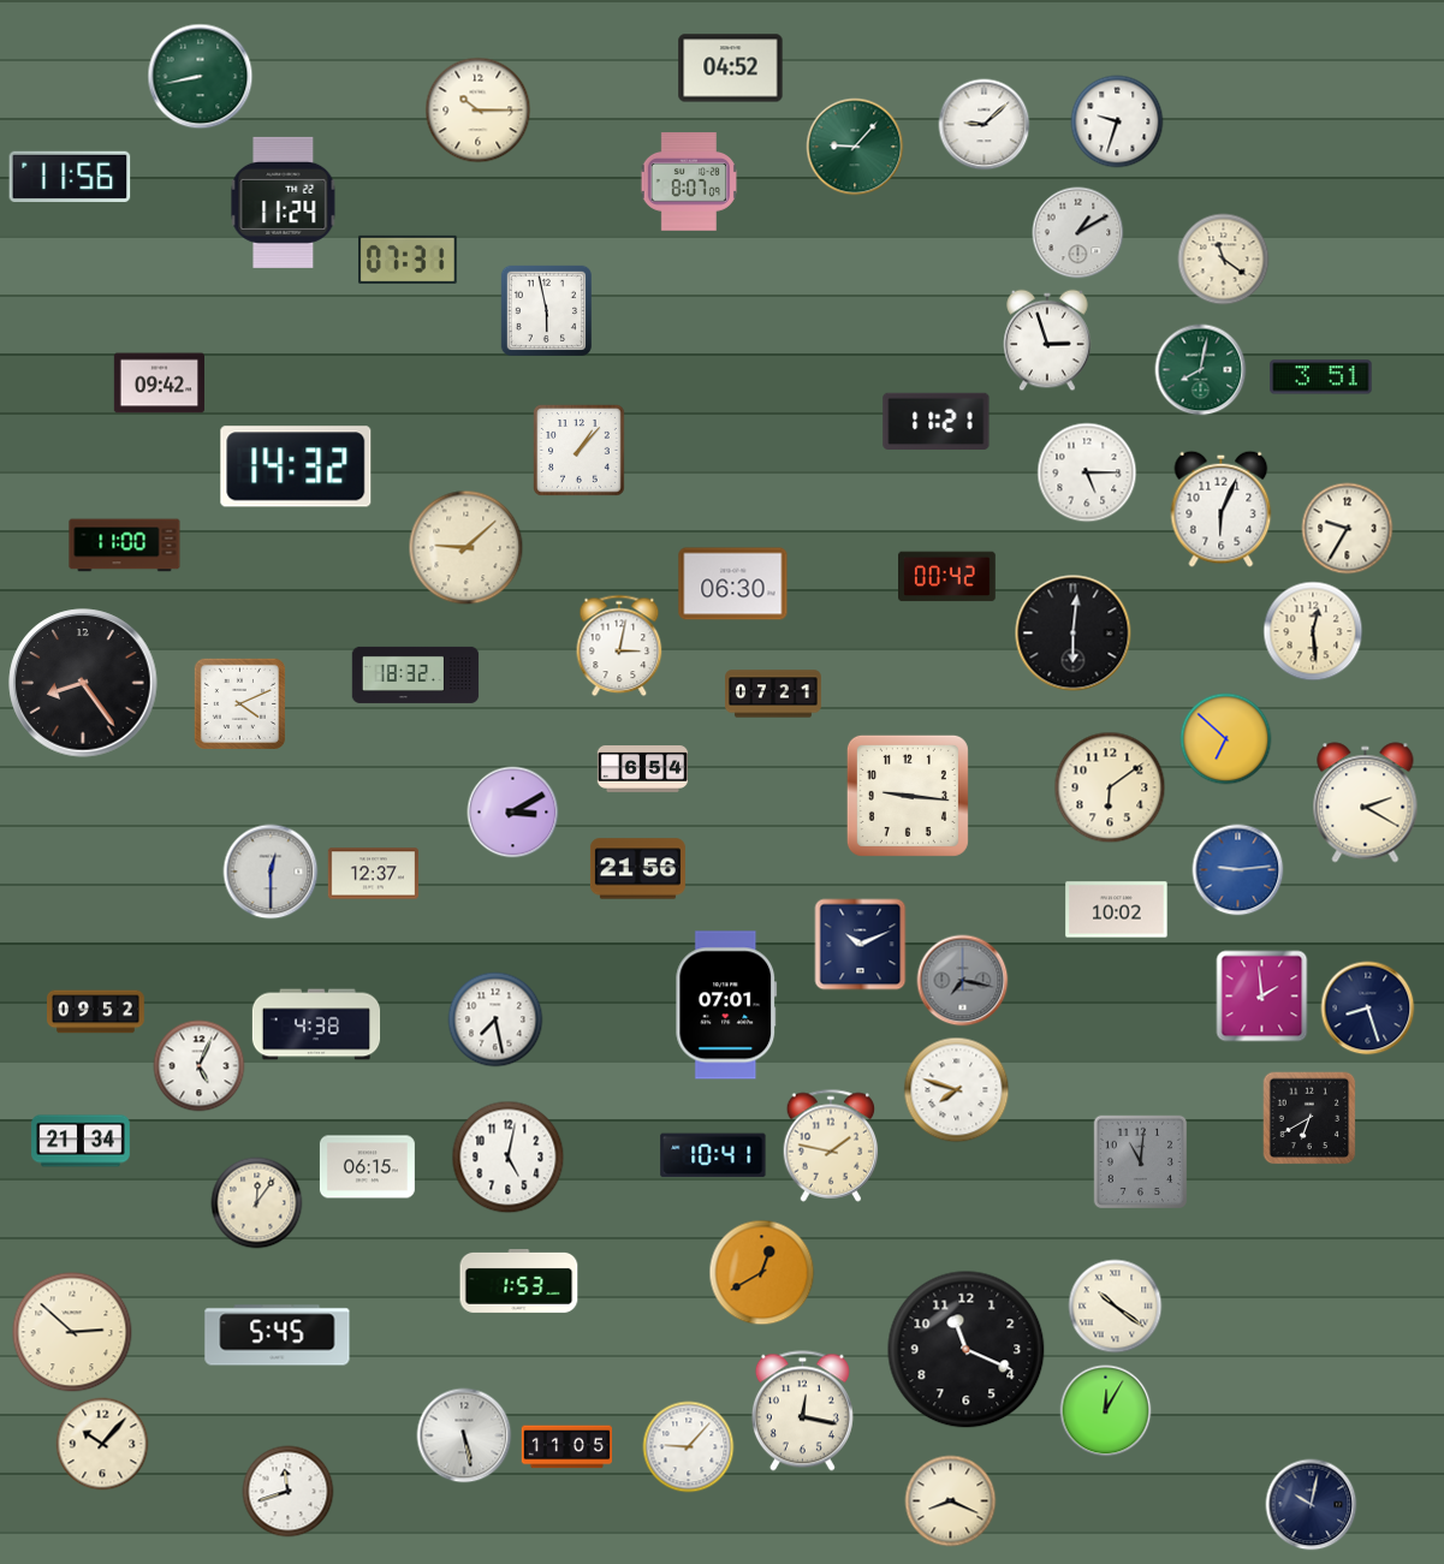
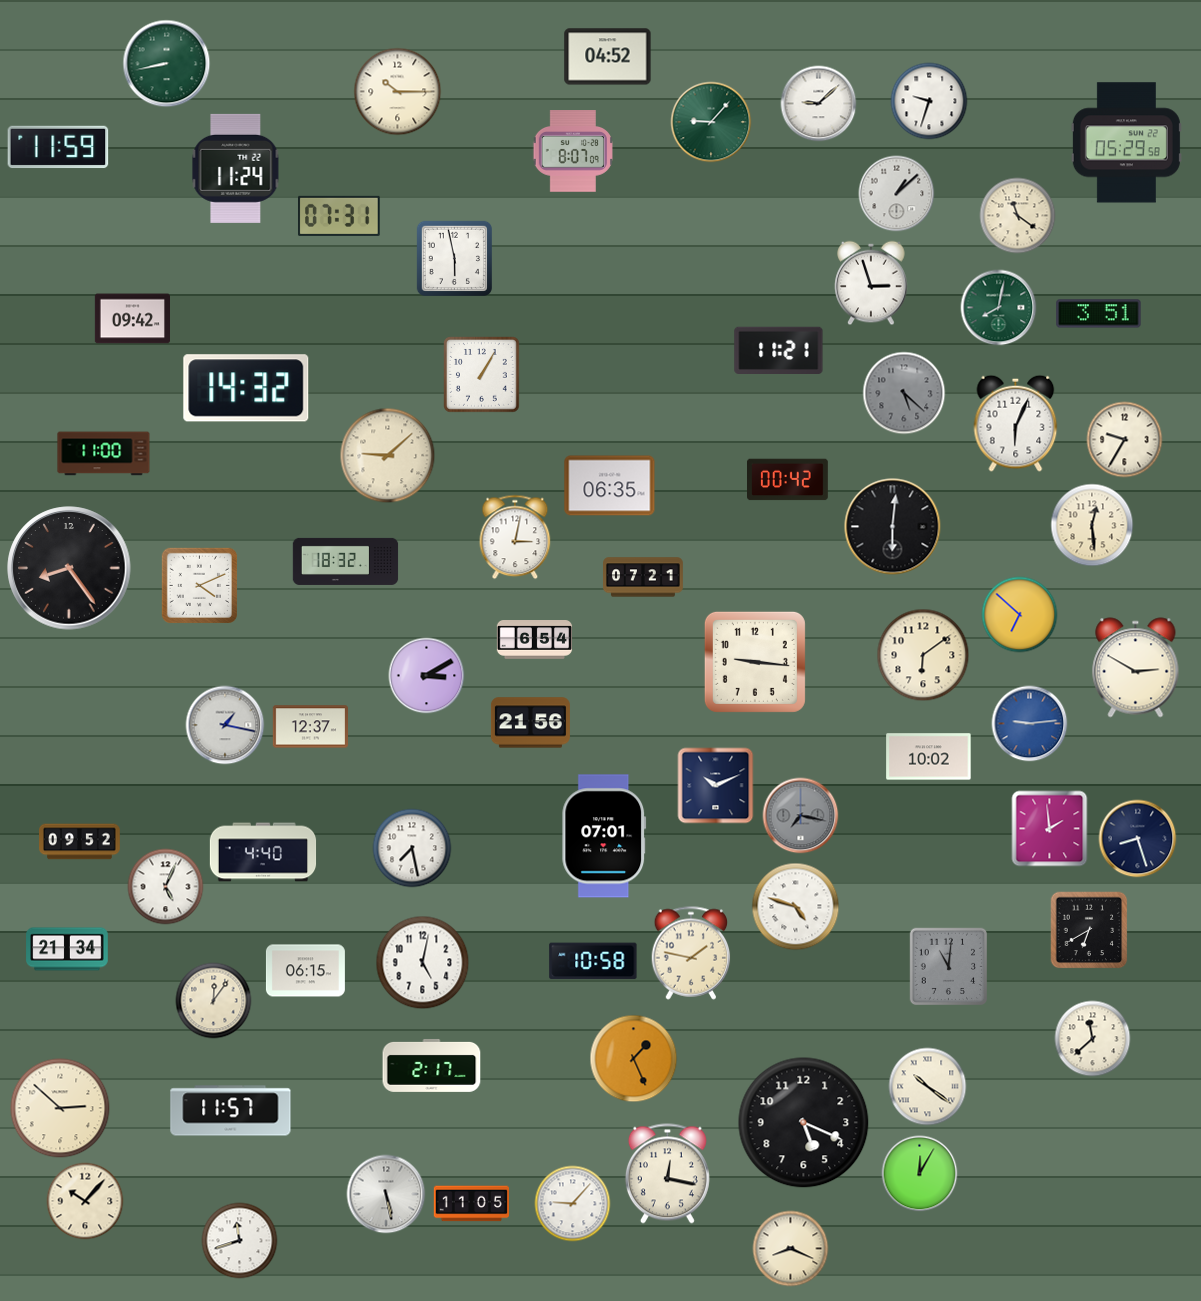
clock at (1126, 143): none -> 05:29
clock at (70, 177): 11:56 -> 11:59
clock at (1078, 233): 1:10 -> 1:08
clock at (580, 451): 1:07 -> 1:05
clock at (1087, 472): 5:15 -> 5:22
clock at (1087, 472) dial: white -> grey
clock at (1348, 529) position: (1348, 529) -> (1125, 440)
clock at (733, 584): 06:30 -> 06:35
clock at (1366, 803): 2:20 -> 2:50
clock at (271, 872): 12:30 -> 1:17
clock at (316, 1024): 4:38 -> 4:40
clock at (957, 1090): 7:48 -> 4:48
clock at (713, 1155): 10:41 -> 10:58
clock at (1093, 1039): none -> 11:38
clock at (762, 1273): 12:40 -> 1:26
clock at (519, 1280): 1:53 -> 2:17
clock at (278, 1336): 5:45 -> 11:57
clock at (967, 1350): 11:19 -> 5:19
clock at (1312, 1505): 10:02 -> none
